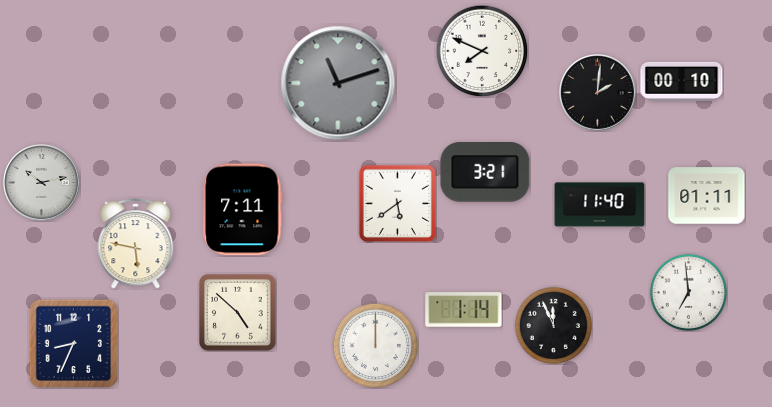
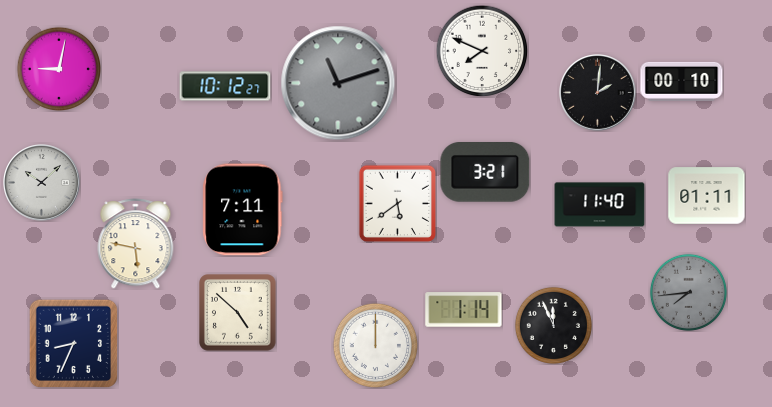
clock at (58, 68): none -> 9:02
clock at (225, 86): none -> 10:12
clock at (42, 183): 10:13 -> 10:08
clock at (688, 292): 6:59 -> 7:44
clock at (688, 292) dial: white -> grey
